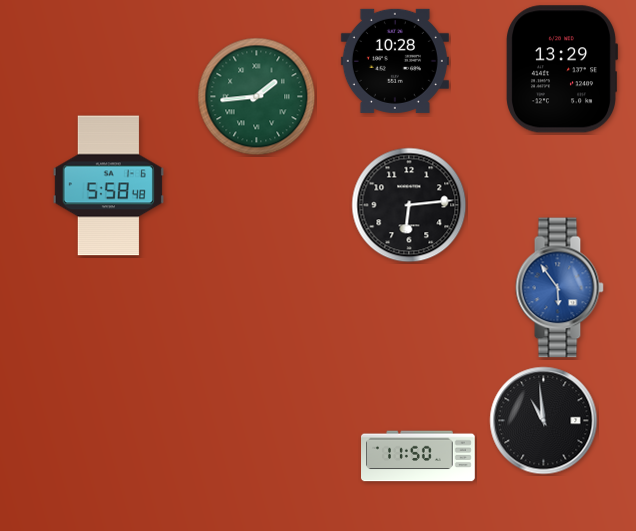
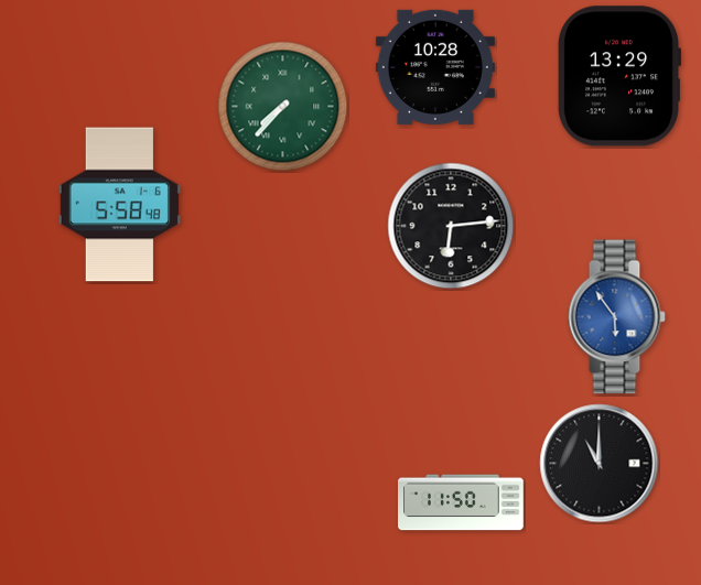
clock at (257, 97): 1:44 -> 7:37
clock at (544, 421): 10:59 -> 11:00
